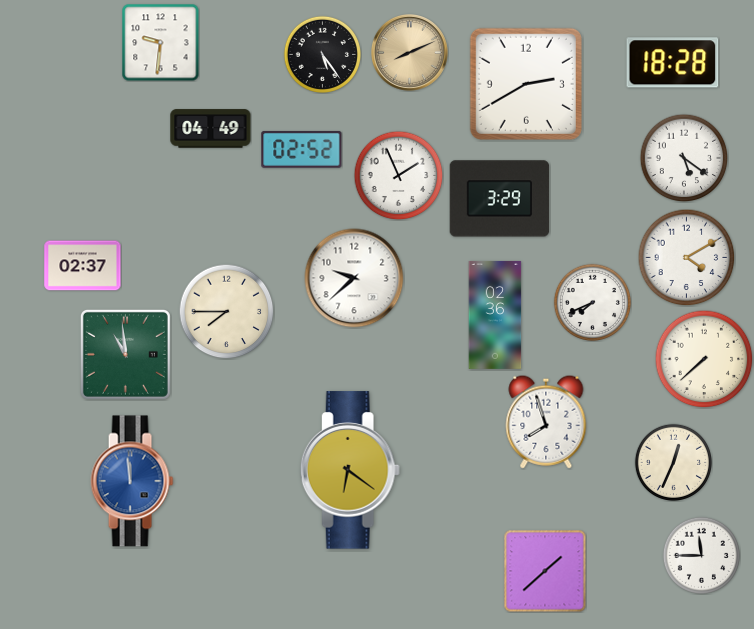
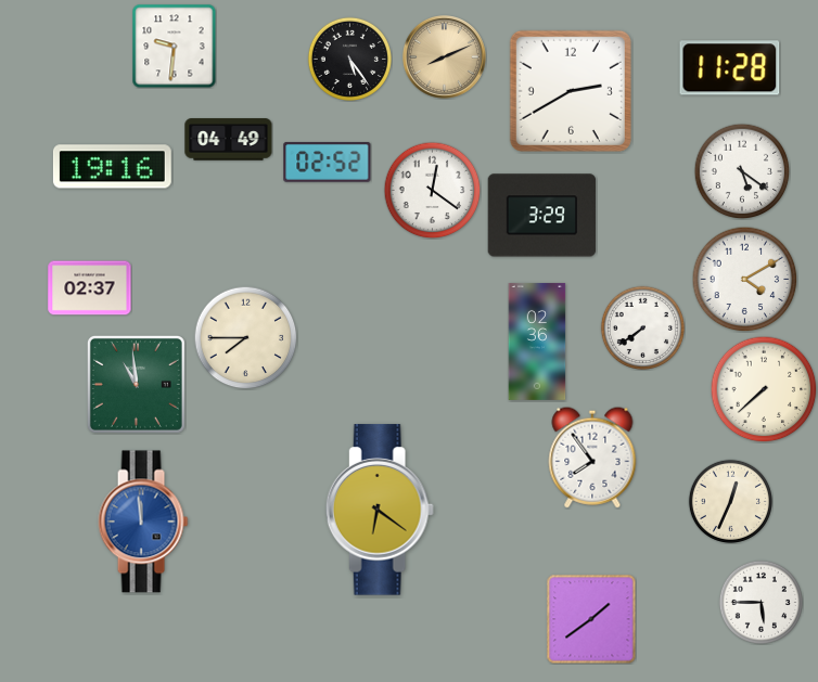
clock at (673, 63): 18:28 -> 11:28
clock at (112, 167): none -> 19:16
clock at (398, 175): 1:56 -> 12:21
clock at (354, 278): 9:38 -> none
clock at (592, 302): 7:41 -> 7:39
clock at (546, 422): 7:57 -> 7:54
clock at (701, 555): 11:45 -> 5:45
clock at (545, 571): 1:38 -> 1:39
